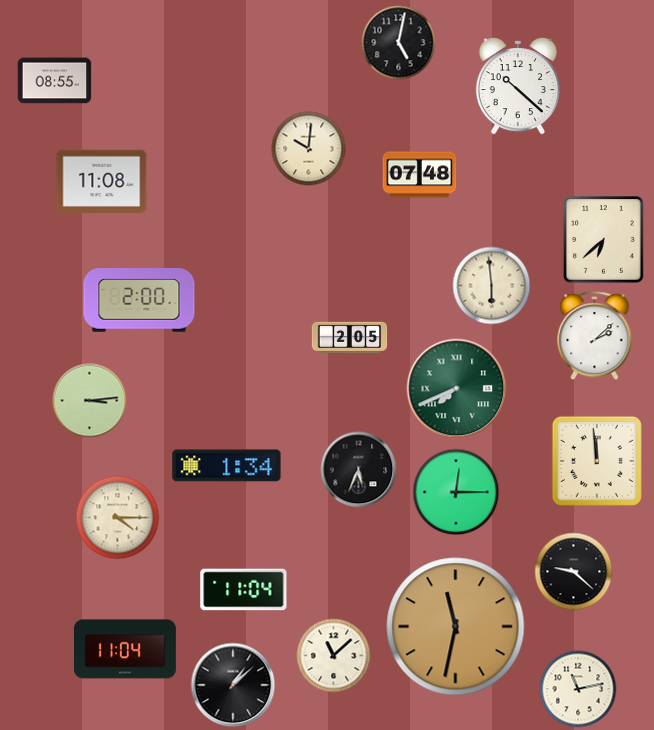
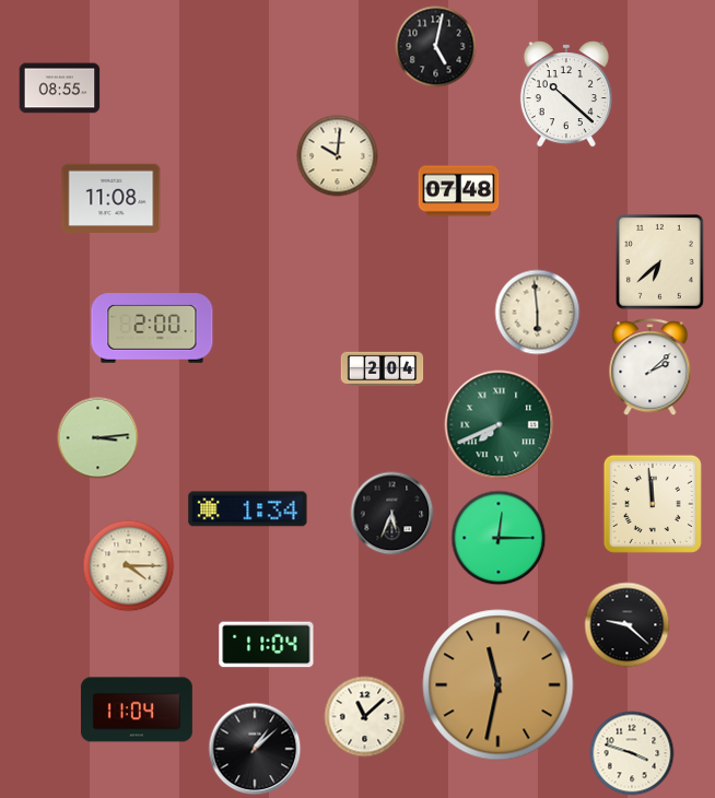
clock at (309, 149) position: (309, 149) -> (338, 156)
clock at (350, 338): 2:05 -> 2:04
clock at (578, 689): 11:13 -> 3:48
